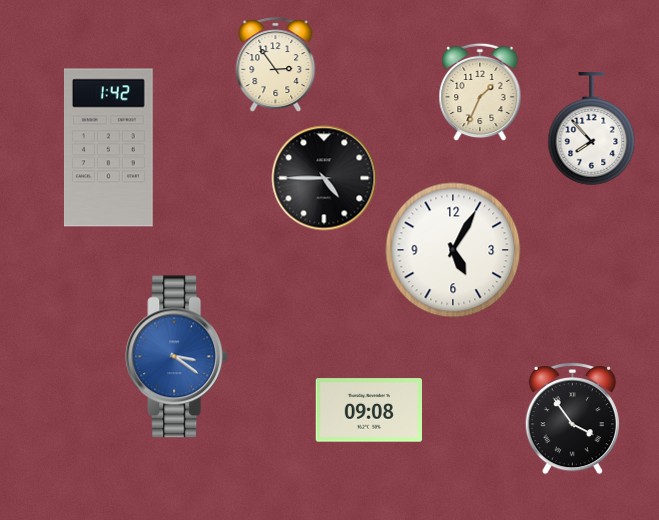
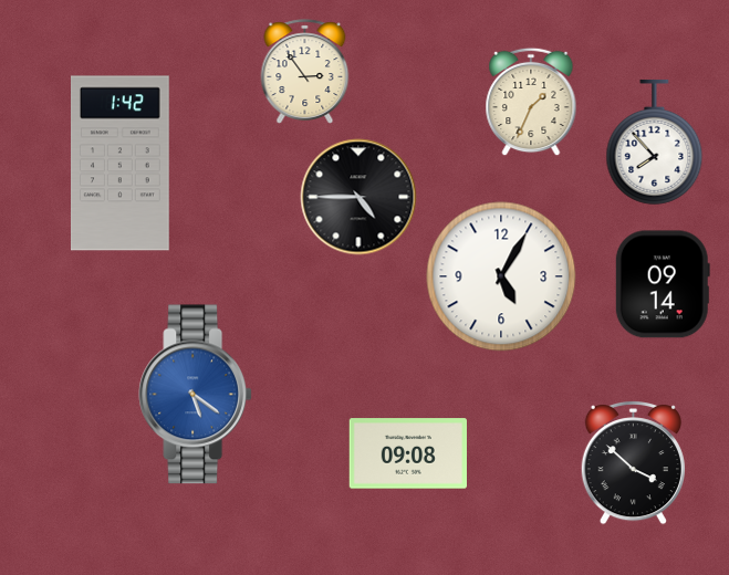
clock at (663, 284): none -> 09:14
clock at (177, 357): 3:21 -> 5:21
clock at (572, 418): 3:54 -> 3:52
